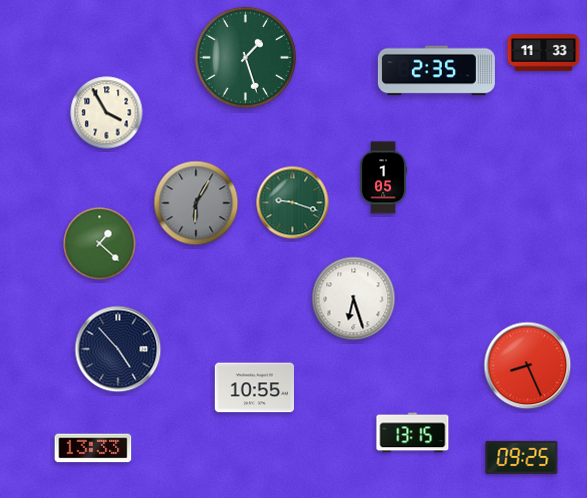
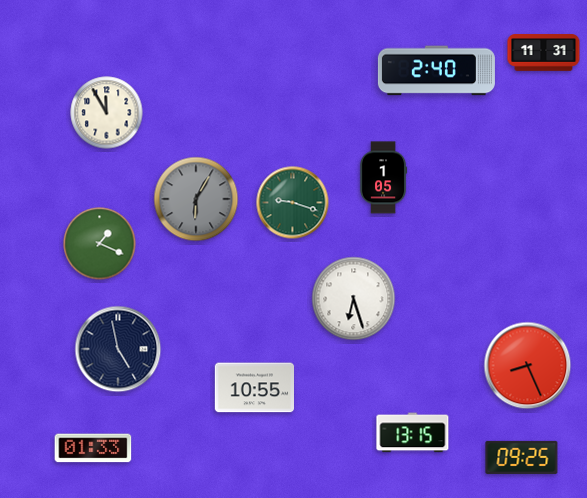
clock at (544, 53): 11:33 -> 11:31
clock at (245, 57): 1:27 -> none
clock at (436, 71): 2:35 -> 2:40
clock at (107, 113): 3:55 -> 11:55
clock at (196, 203) position: (196, 203) -> (196, 199)
clock at (100, 244): 1:22 -> 1:19
clock at (118, 349): 4:53 -> 4:58
clock at (93, 448): 13:33 -> 01:33
